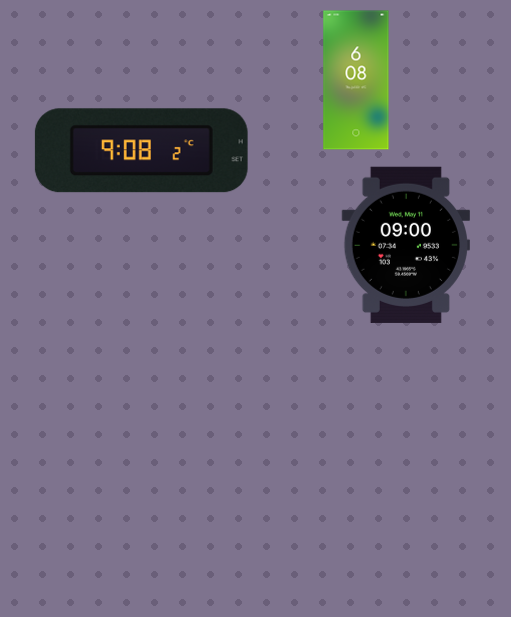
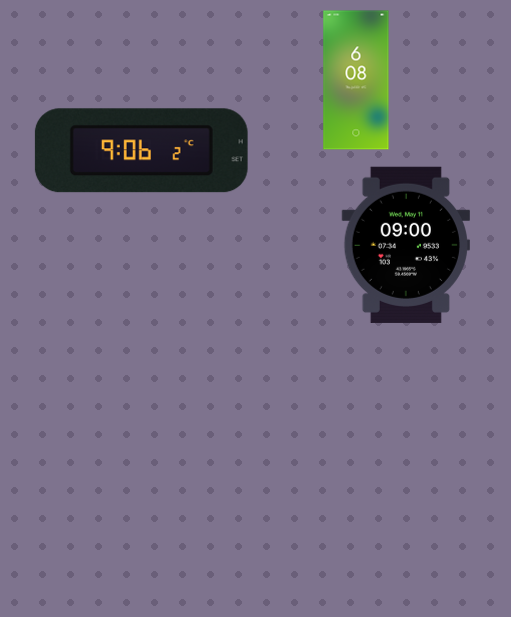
clock at (141, 151): 9:08 -> 9:06
